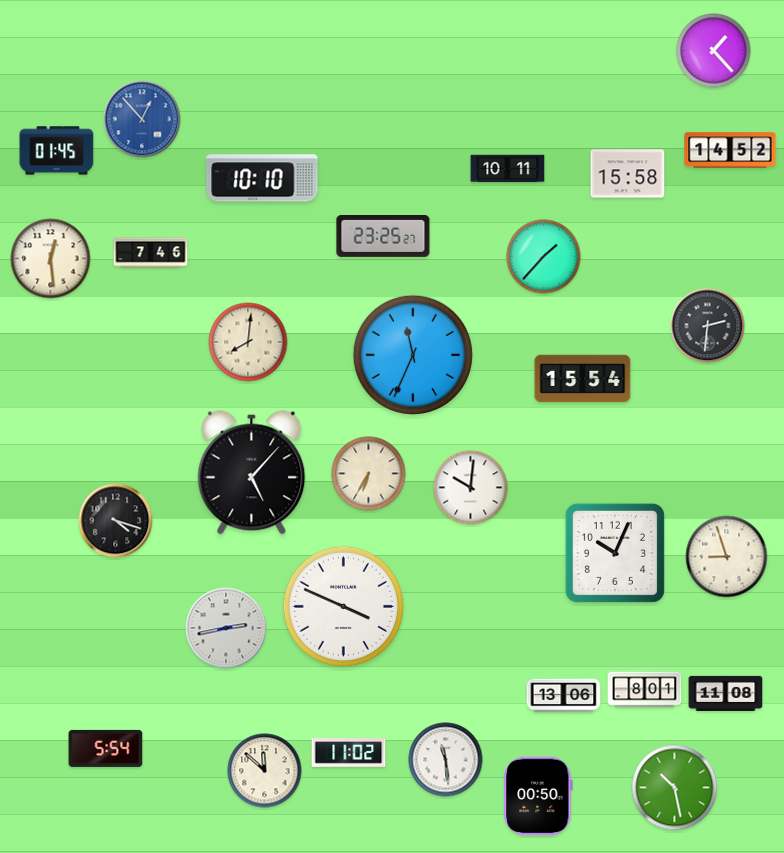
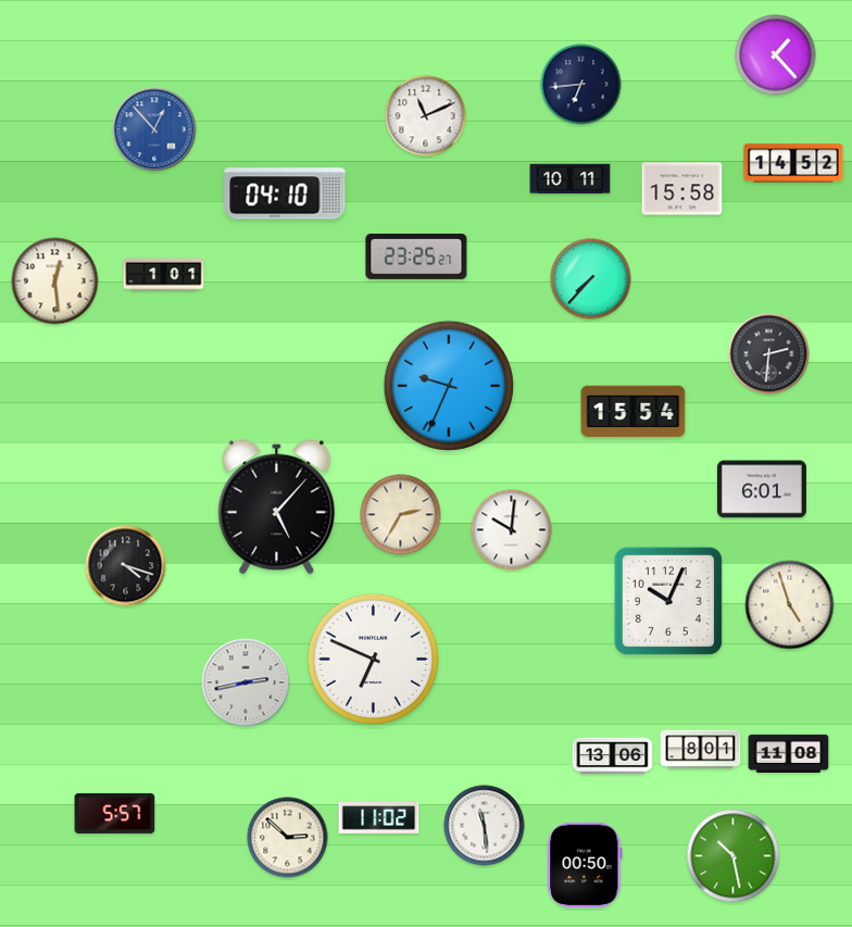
clock at (581, 85): none -> 6:44
clock at (426, 116): none -> 11:11
clock at (57, 151): 01:45 -> none
clock at (508, 169) position: (508, 169) -> (571, 179)
clock at (262, 178): 10:10 -> 04:10
clock at (151, 253): 7:46 -> 1:01
clock at (544, 257): 1:37 -> 7:37
clock at (248, 342): 8:01 -> none
clock at (413, 355): 11:34 -> 9:34
clock at (762, 489): none -> 6:01
clock at (252, 473) position: (252, 473) -> (277, 508)
clock at (369, 474): 6:35 -> 2:35
clock at (727, 557): 8:57 -> 4:57
clock at (343, 606): 3:49 -> 6:49
clock at (106, 748): 5:54 -> 5:57
clock at (265, 771): 11:52 -> 2:52
